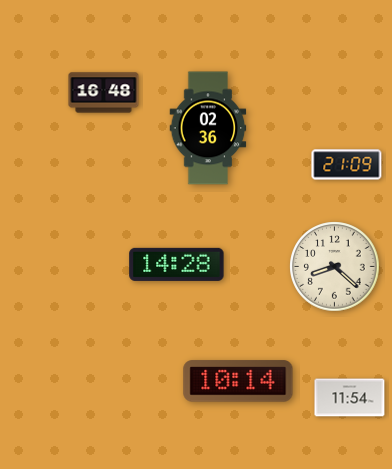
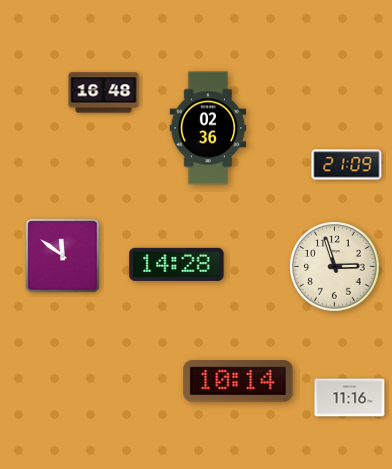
clock at (63, 256): none -> 11:51
clock at (335, 267): 8:22 -> 2:57
clock at (350, 398): 11:54 -> 11:16
